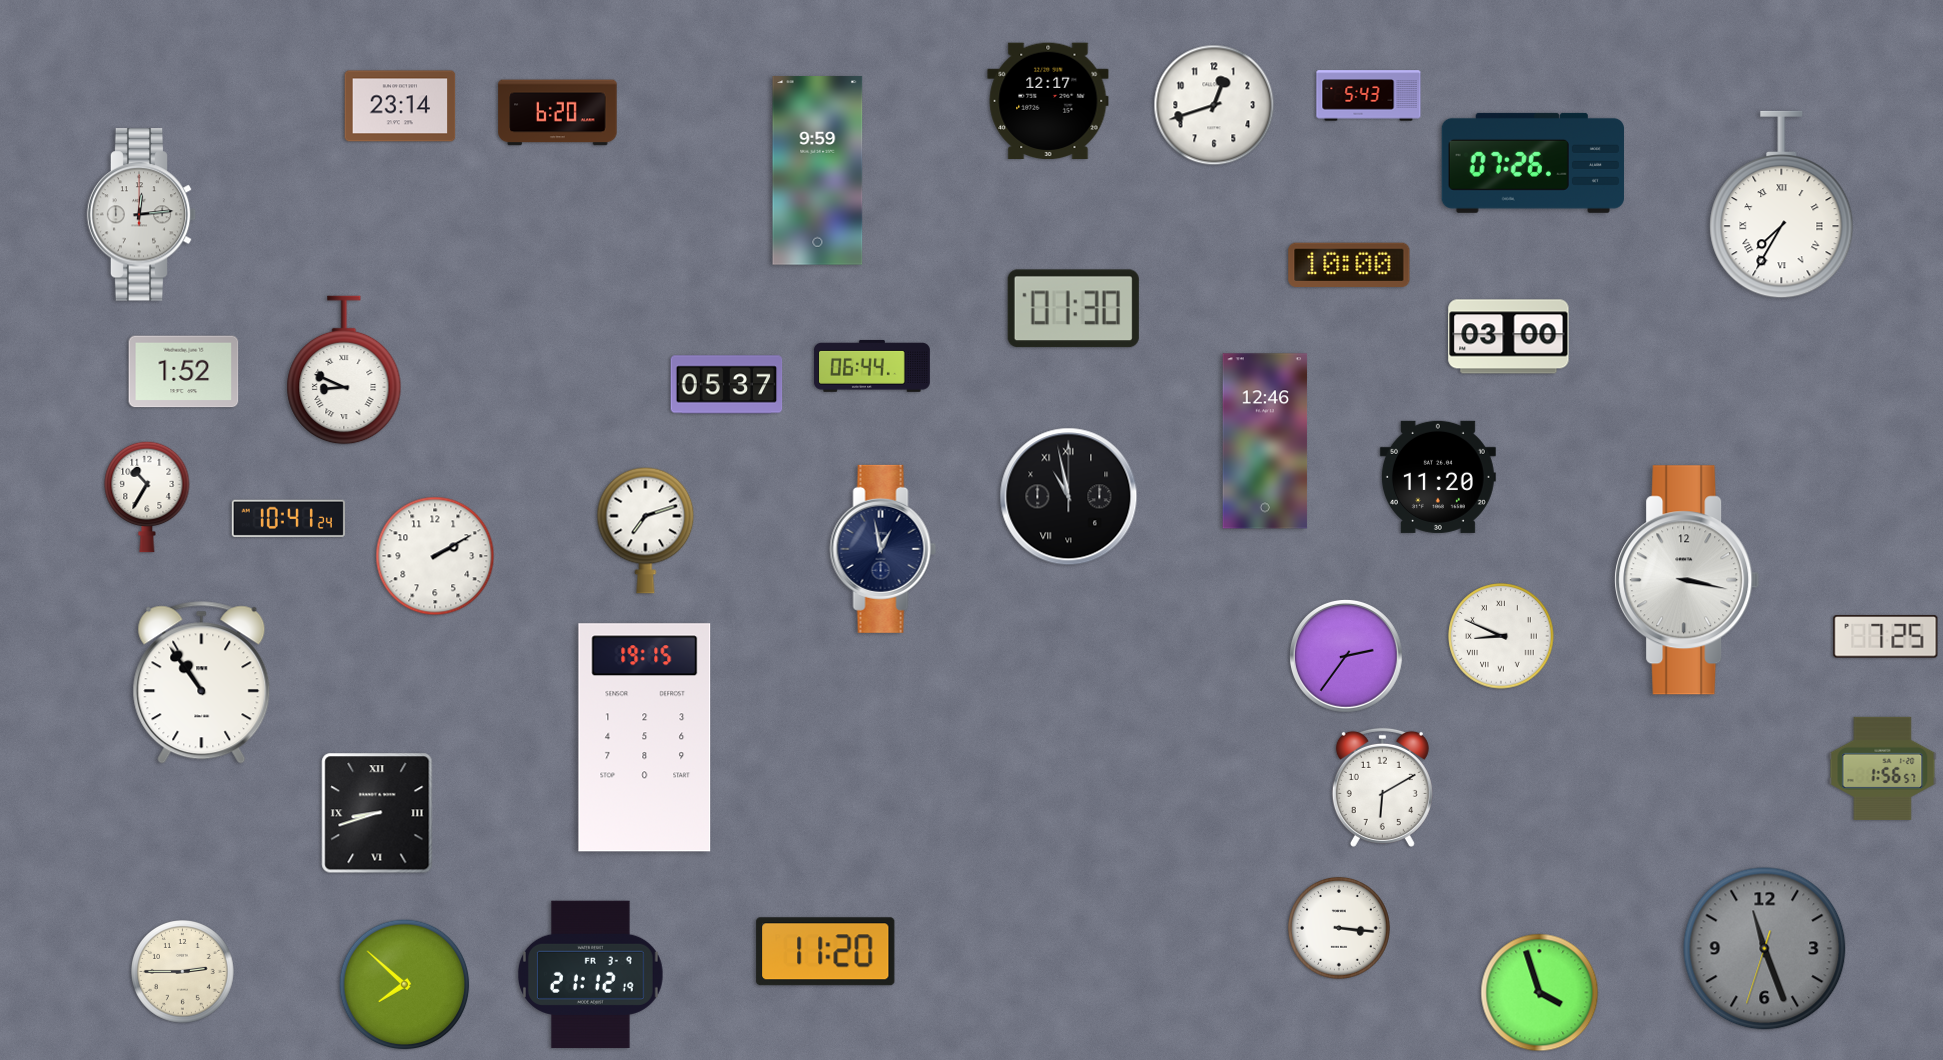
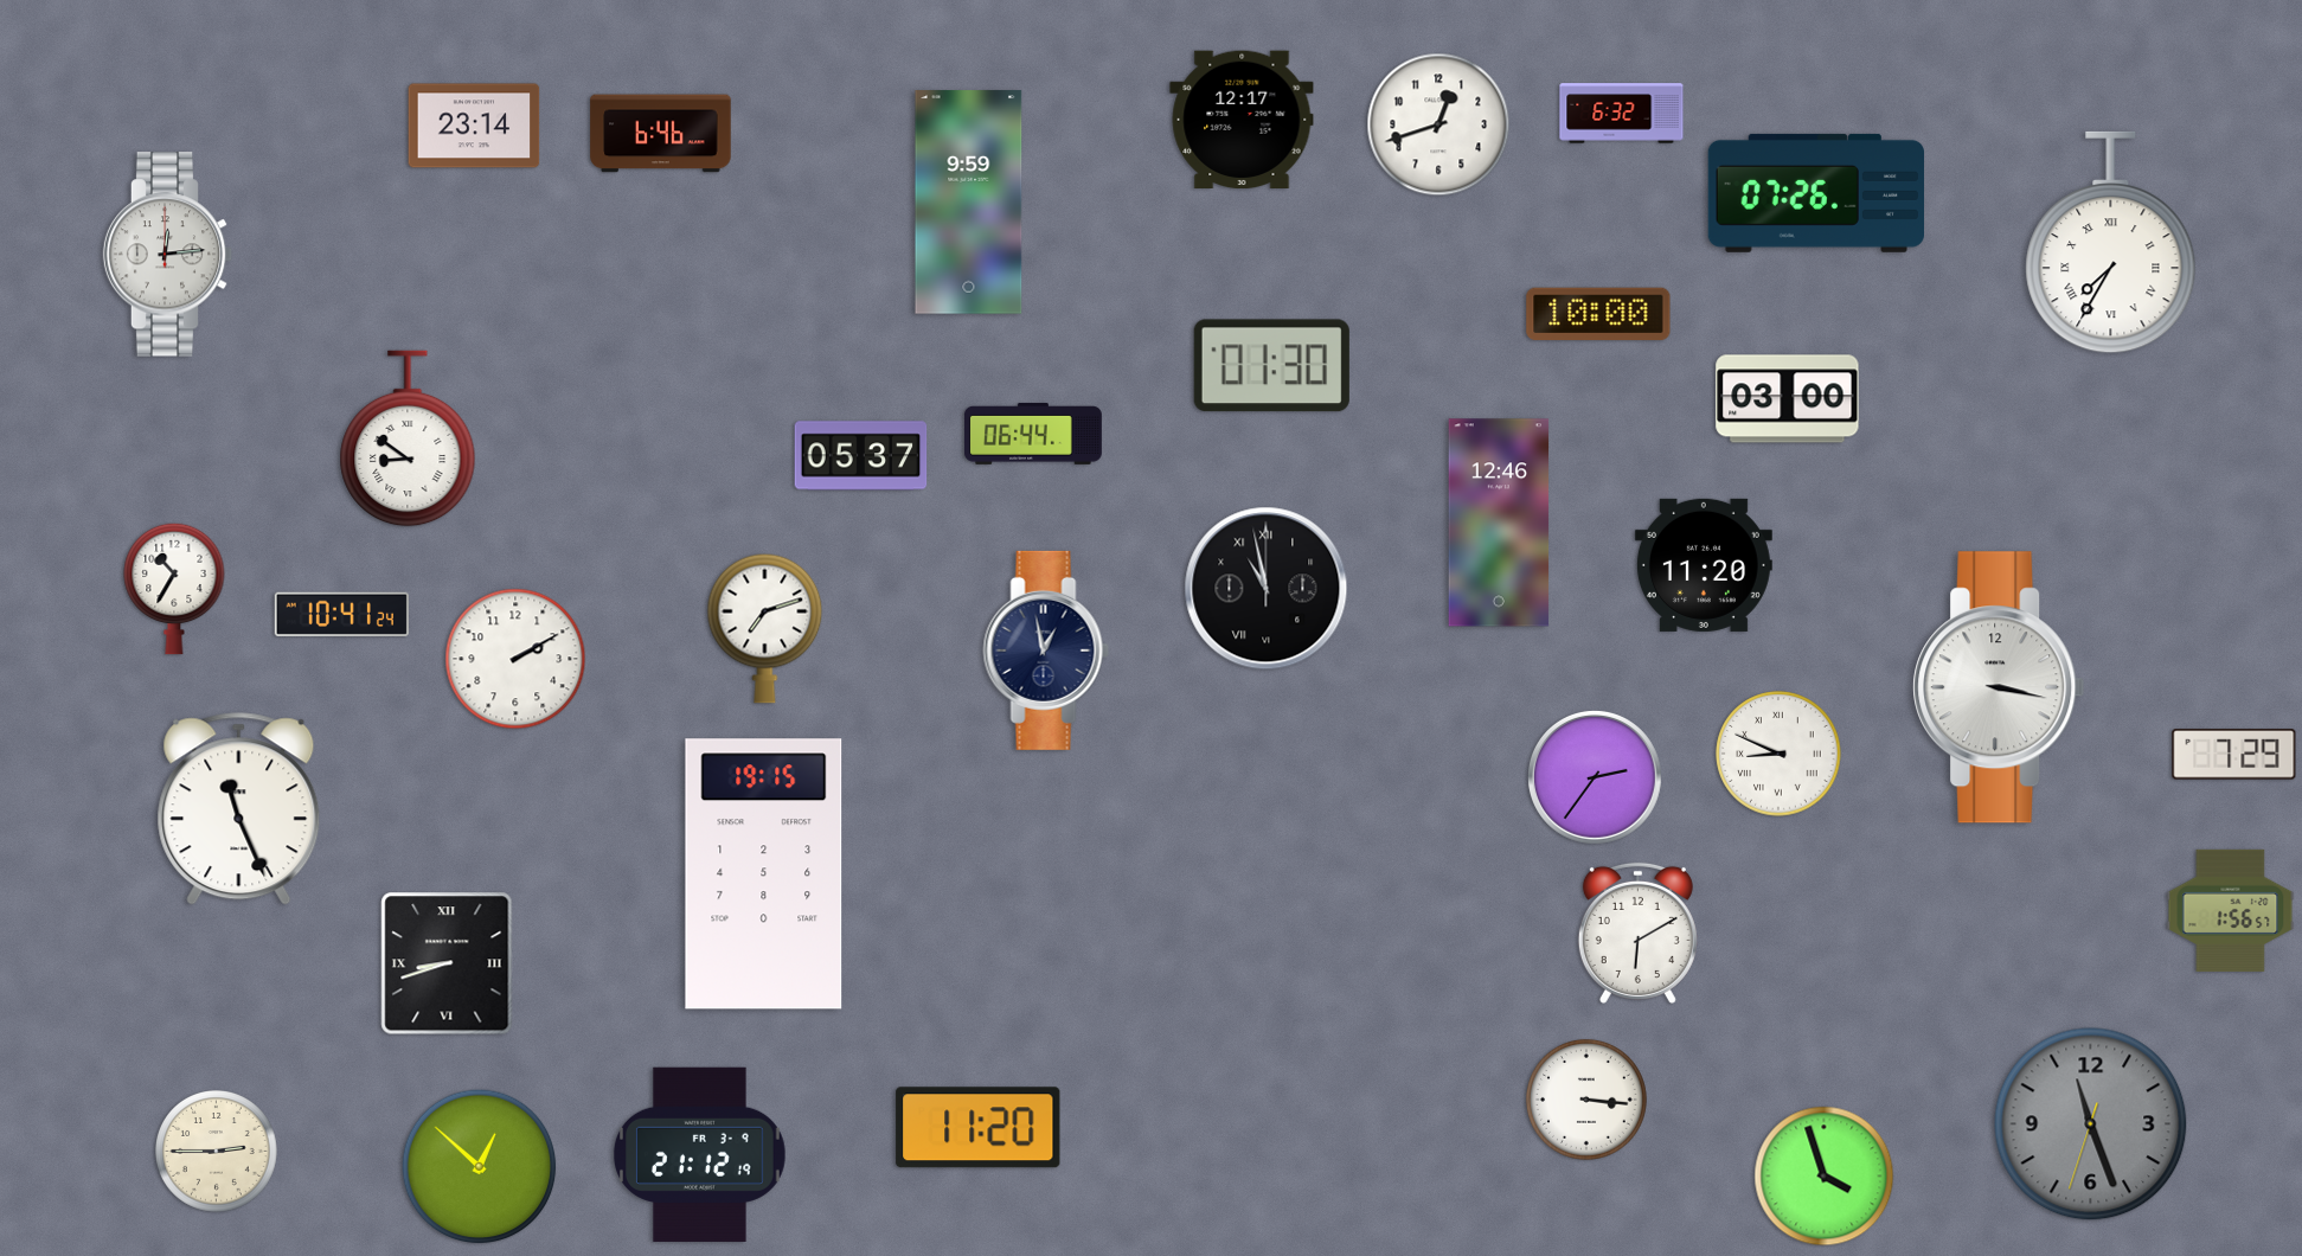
clock at (1369, 96): 5:43 -> 6:32
clock at (558, 113): 6:20 -> 6:46
clock at (344, 370): 8:49 -> 8:51
clock at (184, 372): 1:52 -> none
clock at (1886, 637): 7:25 -> 7:29
clock at (202, 683): 10:54 -> 11:26
clock at (405, 985): 7:52 -> 12:52
